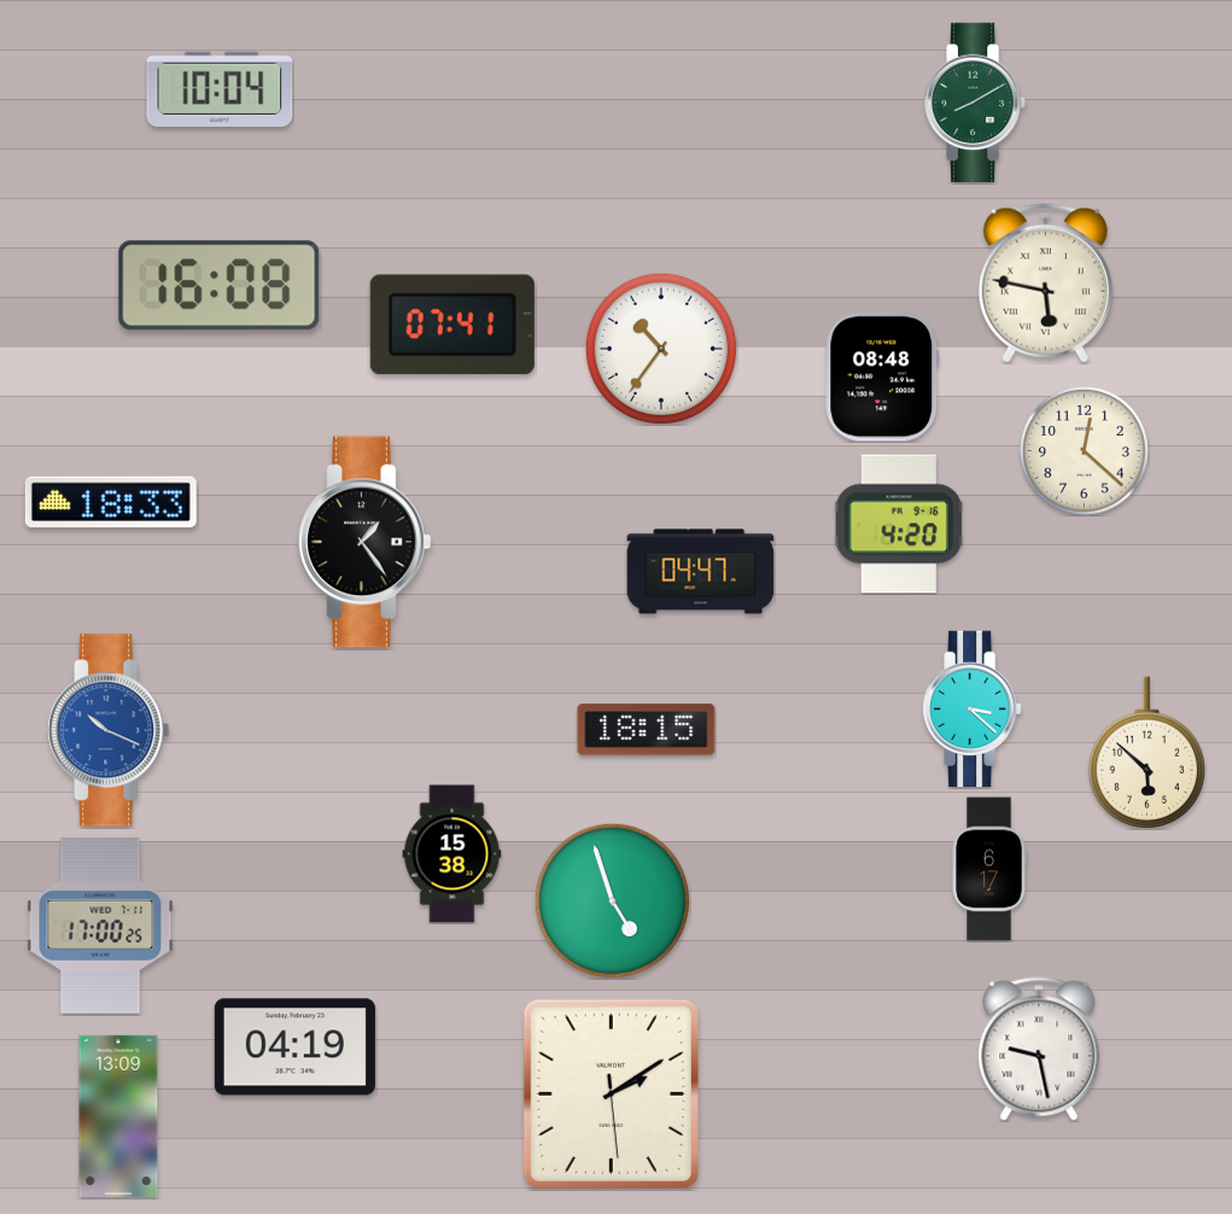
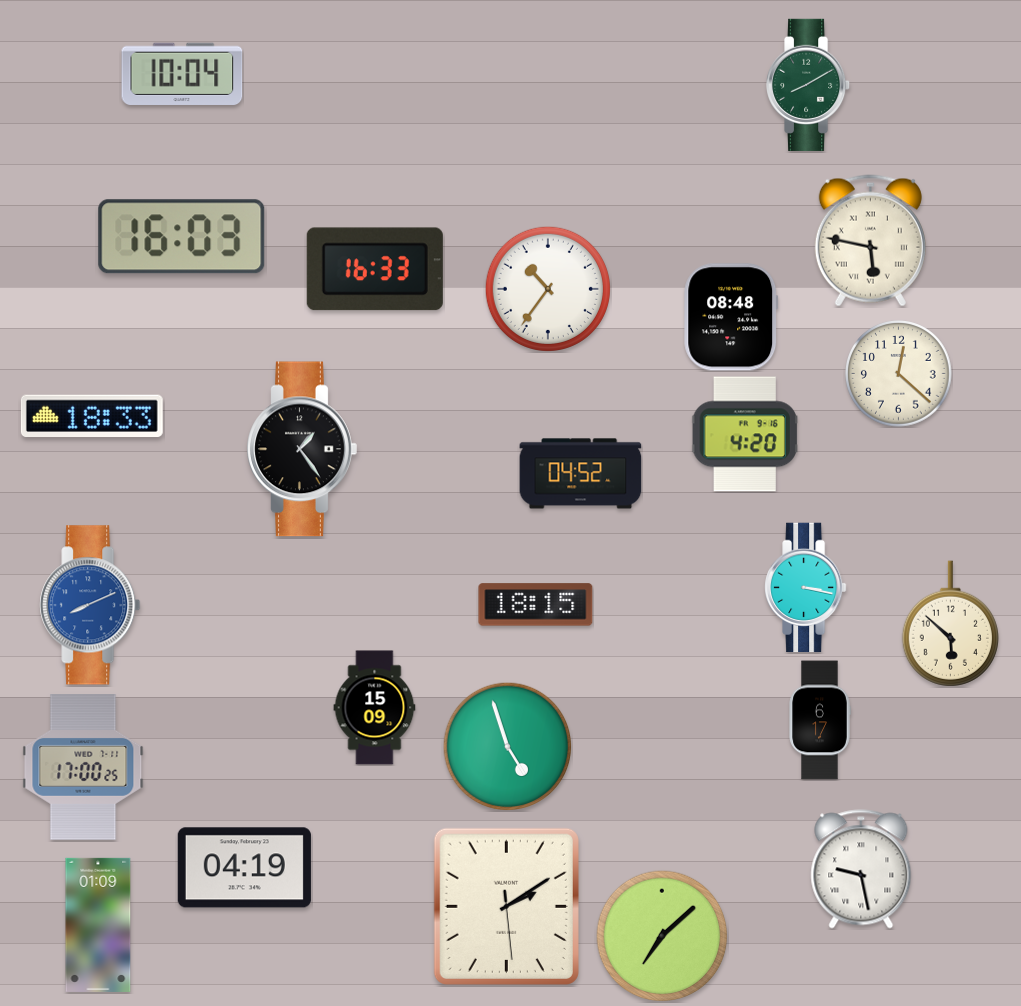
clock at (1045, 284) position: (1045, 284) -> (870, 241)
clock at (220, 286): 16:08 -> 16:03
clock at (452, 325): 07:41 -> 16:33
clock at (882, 377) position: (882, 377) -> (731, 317)
clock at (701, 572): 04:47 -> 04:52
clock at (973, 710): 3:22 -> 3:17
clock at (109, 730): 10:19 -> 8:11
clock at (452, 854): 15:38 -> 15:09
clock at (118, 1116): 13:09 -> 01:09
clock at (662, 936): none -> 7:08
